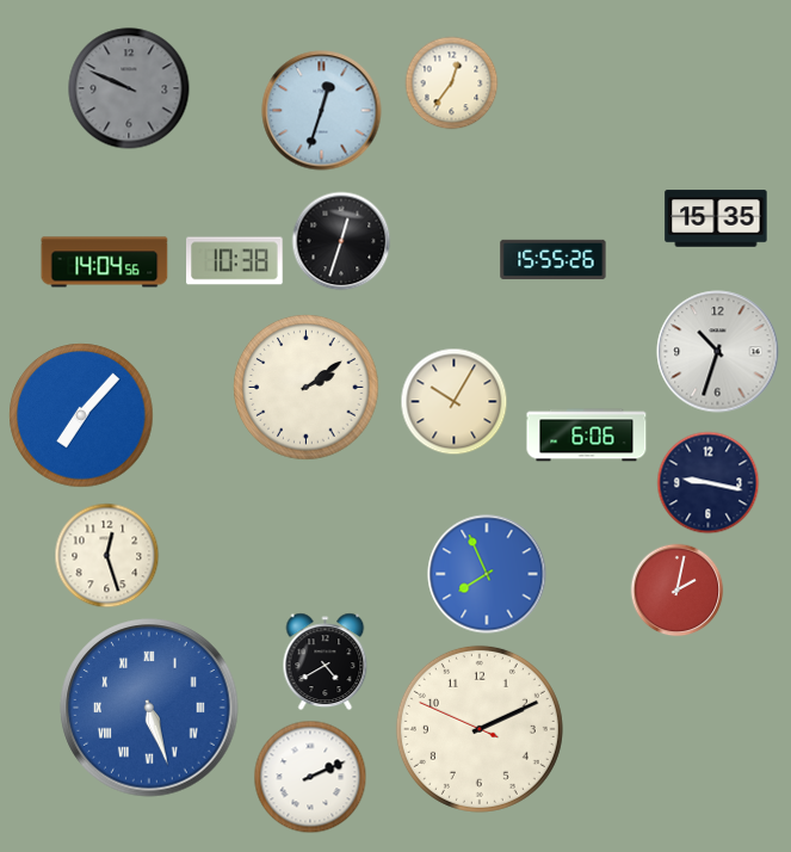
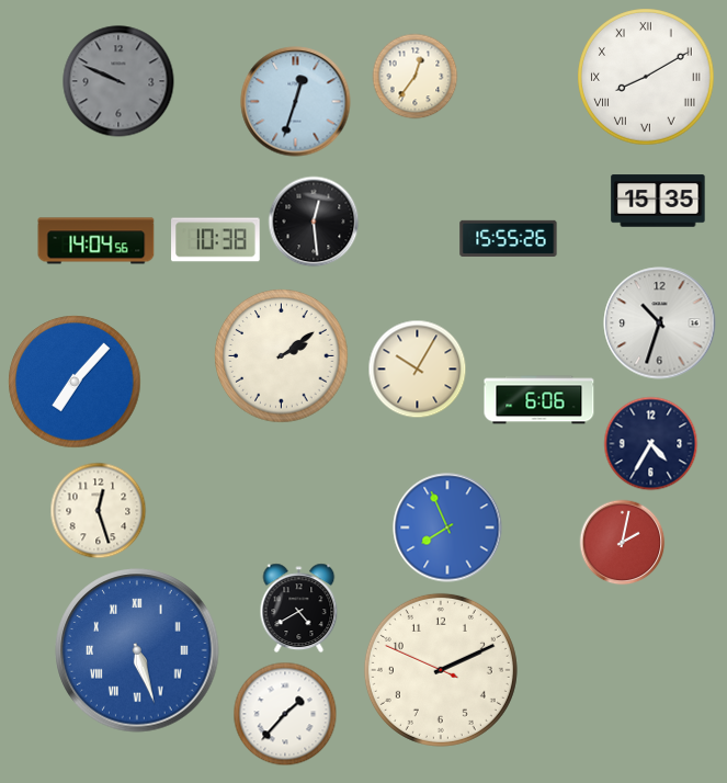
clock at (646, 77): none -> 8:10
clock at (341, 241): 12:33 -> 12:29
clock at (707, 482): 9:17 -> 4:35
clock at (310, 777): 2:11 -> 1:37
